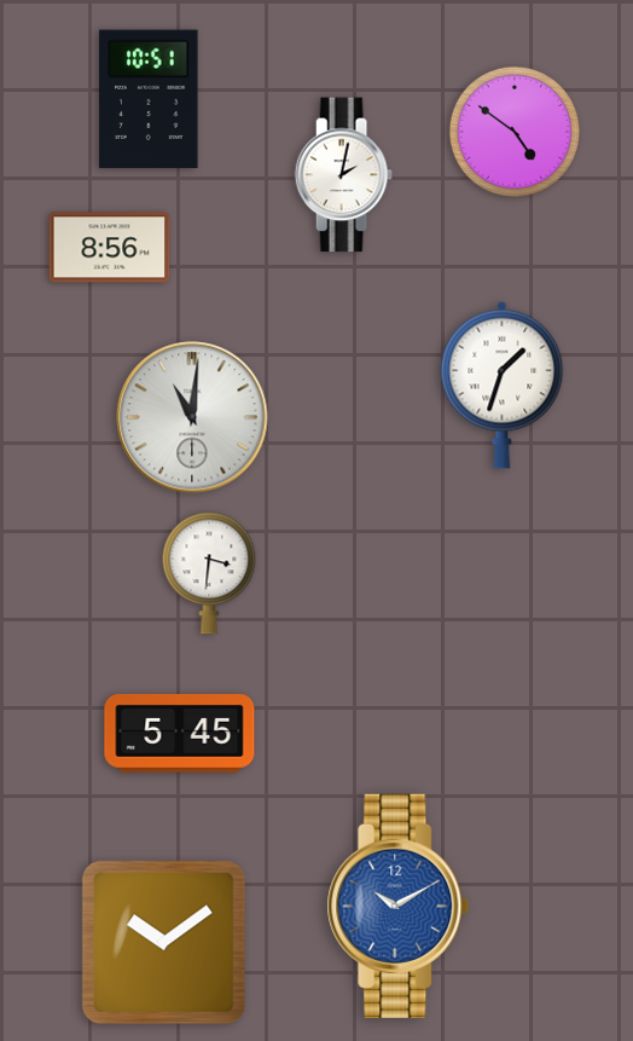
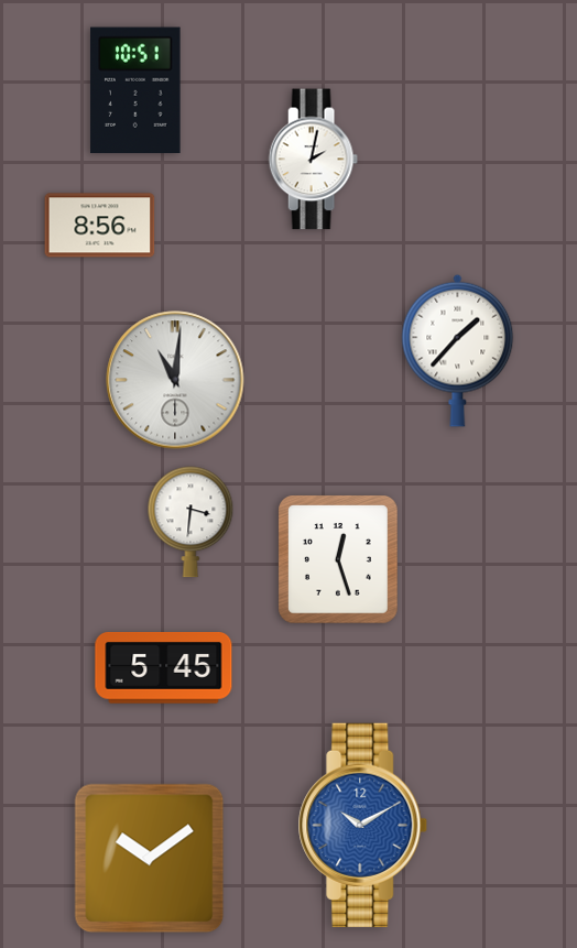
clock at (515, 132): 4:51 -> none
clock at (503, 384): 1:33 -> 1:37
clock at (339, 559): none -> 12:27
